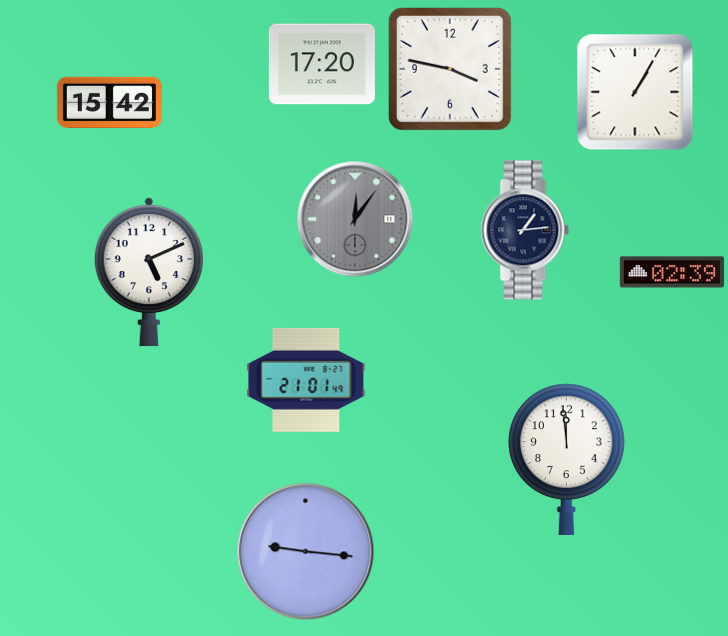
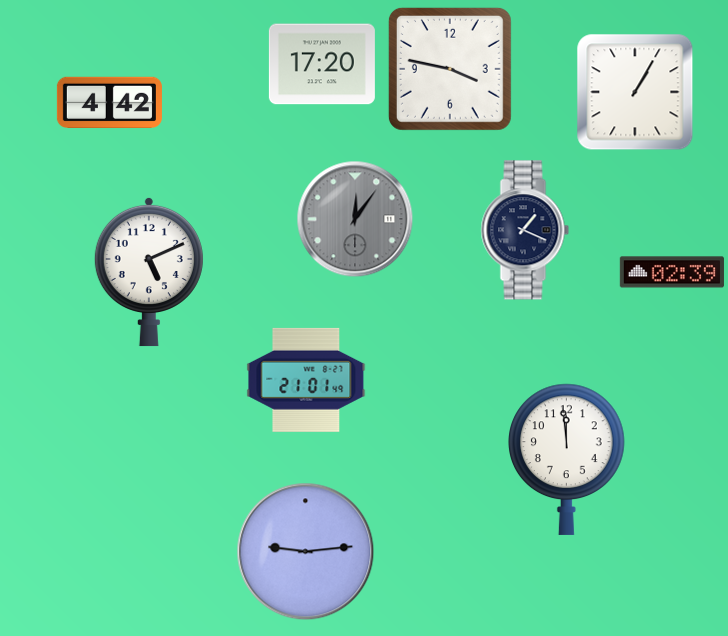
clock at (109, 102): 15:42 -> 4:42
clock at (525, 230): 1:14 -> 1:19
clock at (306, 552): 9:16 -> 9:14
